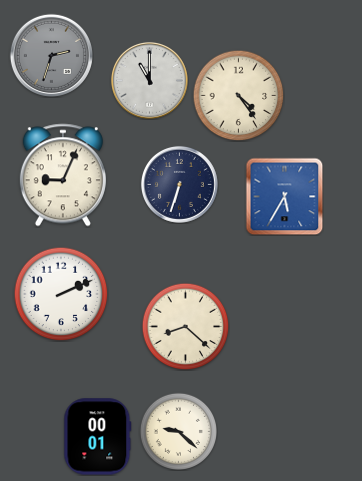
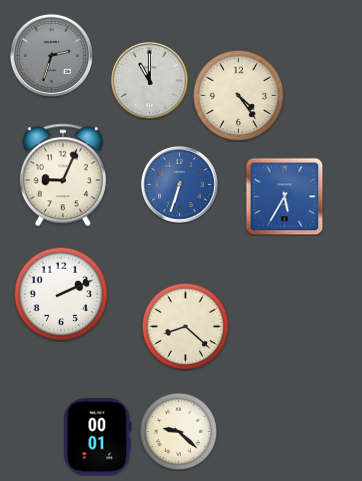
clock at (179, 184) dial: navy -> blue
